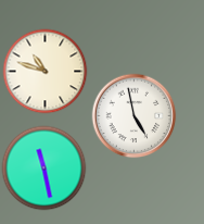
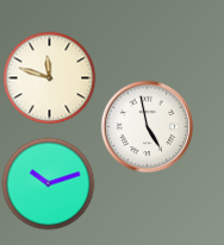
clock at (44, 71): 10:48 -> 11:48
clock at (43, 167): 11:28 -> 10:12
